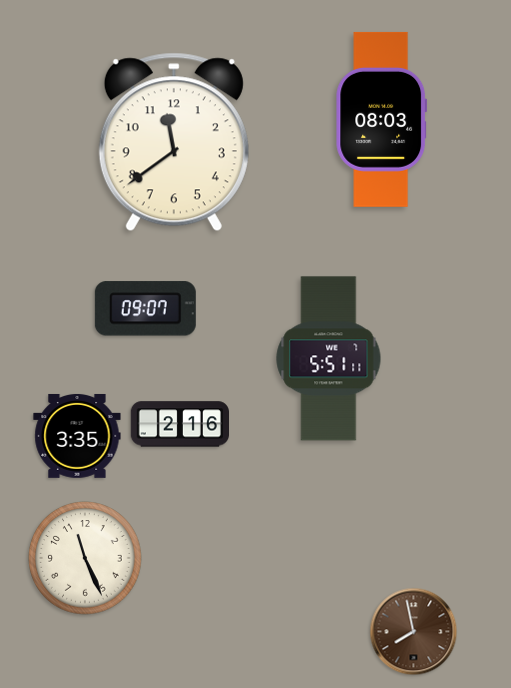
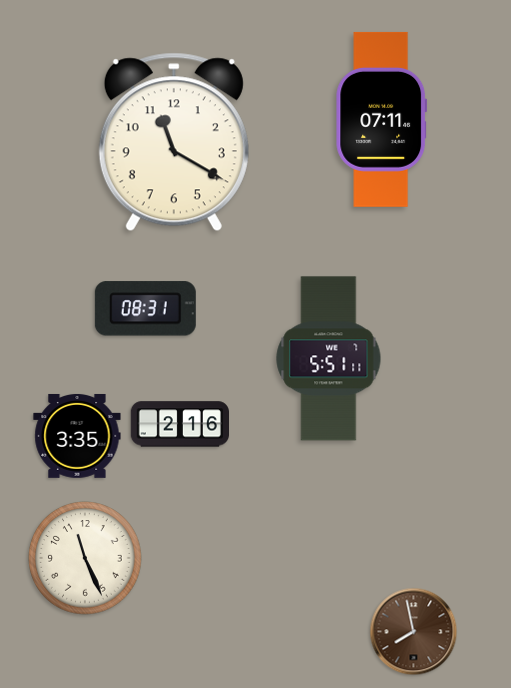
clock at (382, 119): 08:03 -> 07:11
clock at (174, 142): 11:39 -> 11:20
clock at (145, 309): 09:07 -> 08:31
